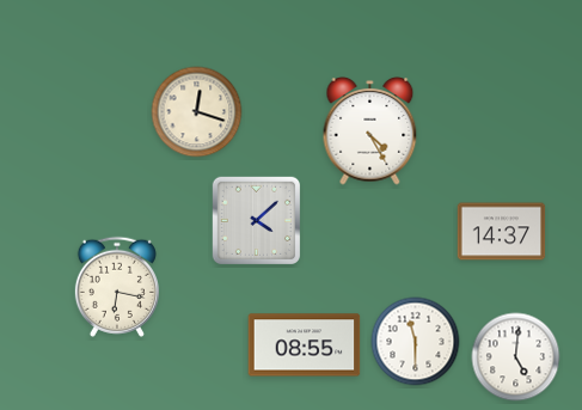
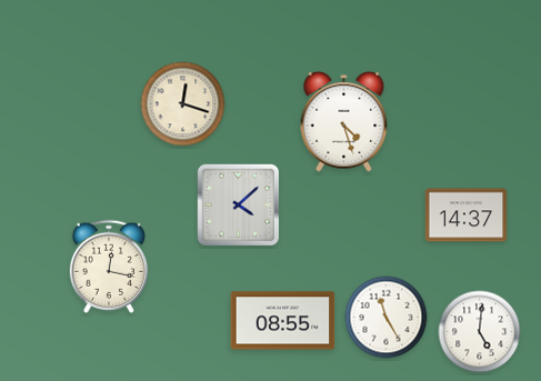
clock at (370, 131): 4:25 -> 4:27
clock at (117, 287): 6:17 -> 12:17
clock at (416, 342): 11:30 -> 11:25
